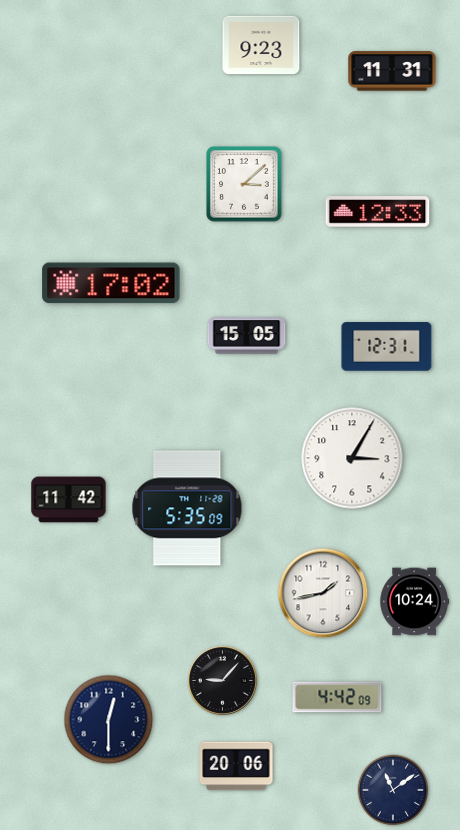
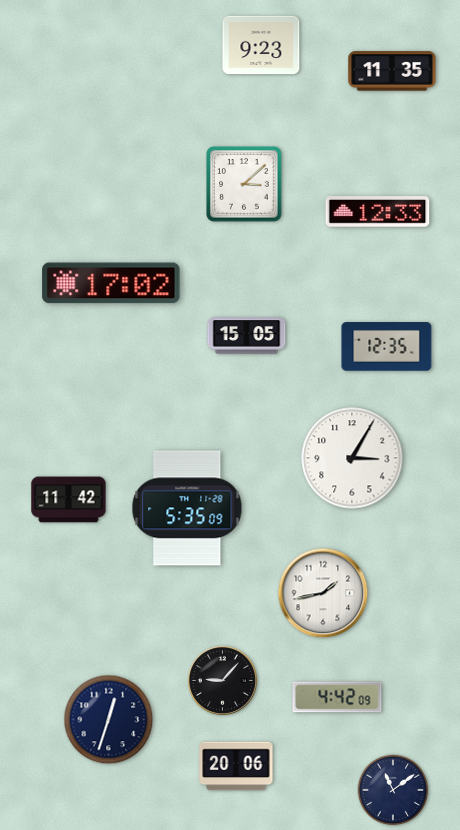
clock at (392, 71): 11:31 -> 11:35
clock at (387, 347): 12:31 -> 12:35
clock at (414, 602): 10:24 -> none
clock at (109, 720): 12:30 -> 12:33
